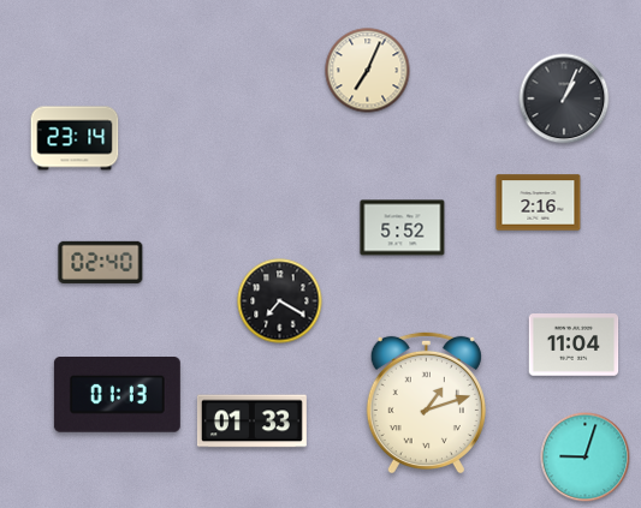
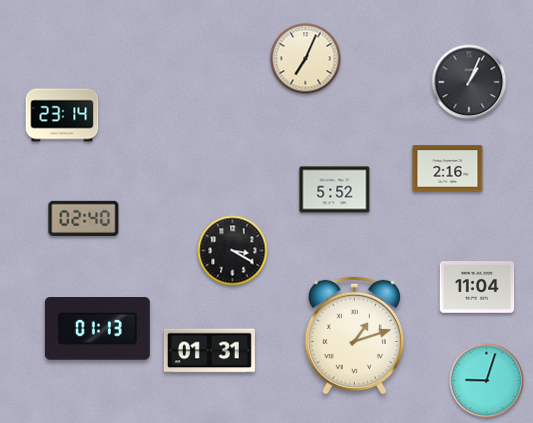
clock at (280, 301): 7:20 -> 3:20
clock at (251, 422): 01:33 -> 01:31
